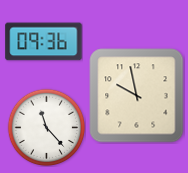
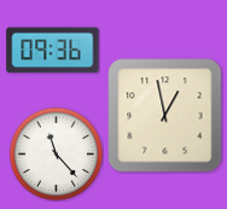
clock at (137, 96): 9:58 -> 12:58
